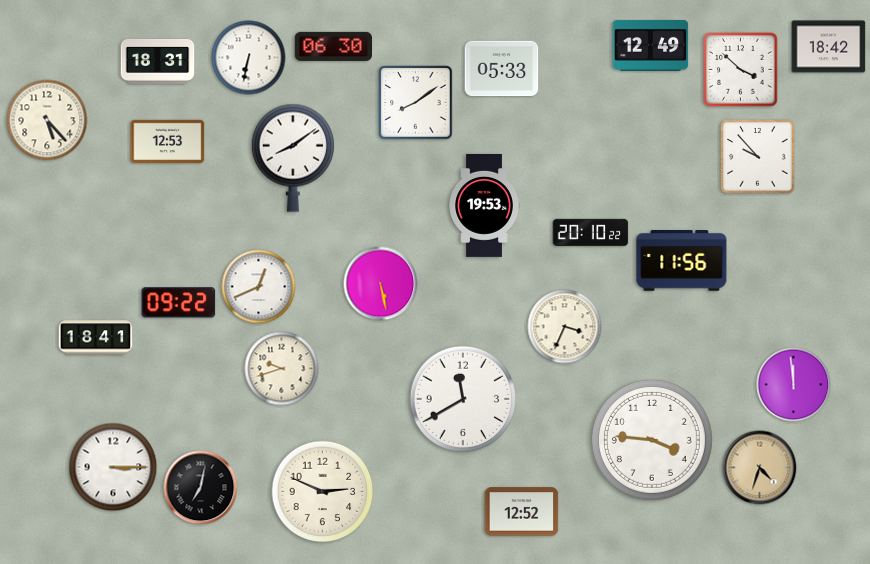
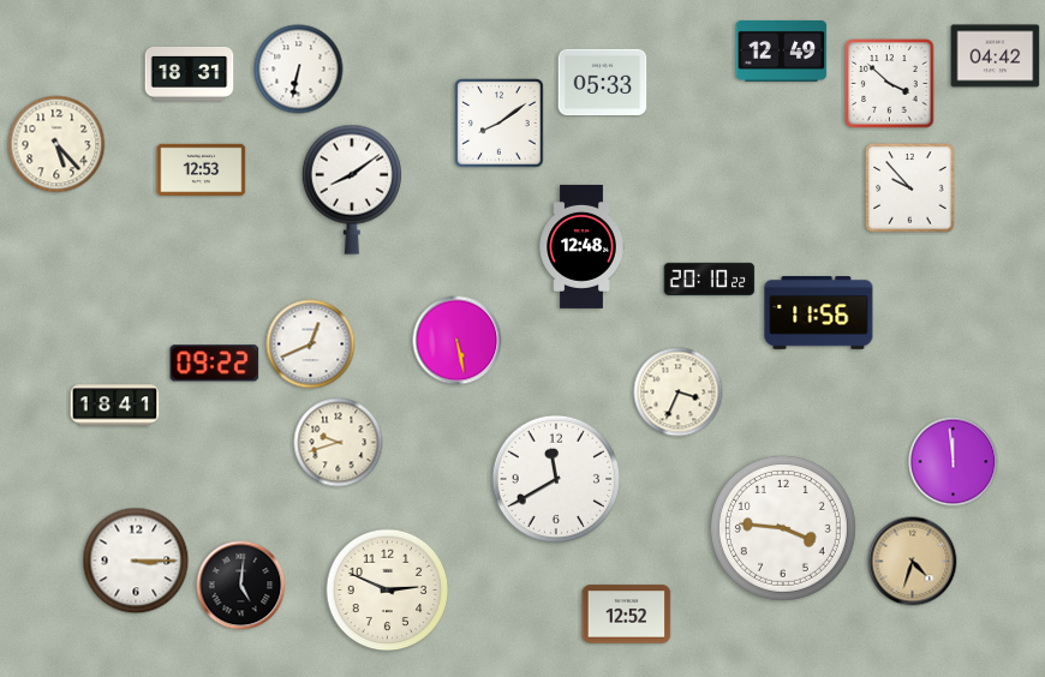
clock at (651, 45) position: (651, 45) -> (782, 50)
clock at (333, 46): 06:30 -> none
clock at (829, 47): 18:42 -> 04:42
clock at (484, 205): 19:53 -> 12:48
clock at (201, 488): 7:02 -> 5:01
